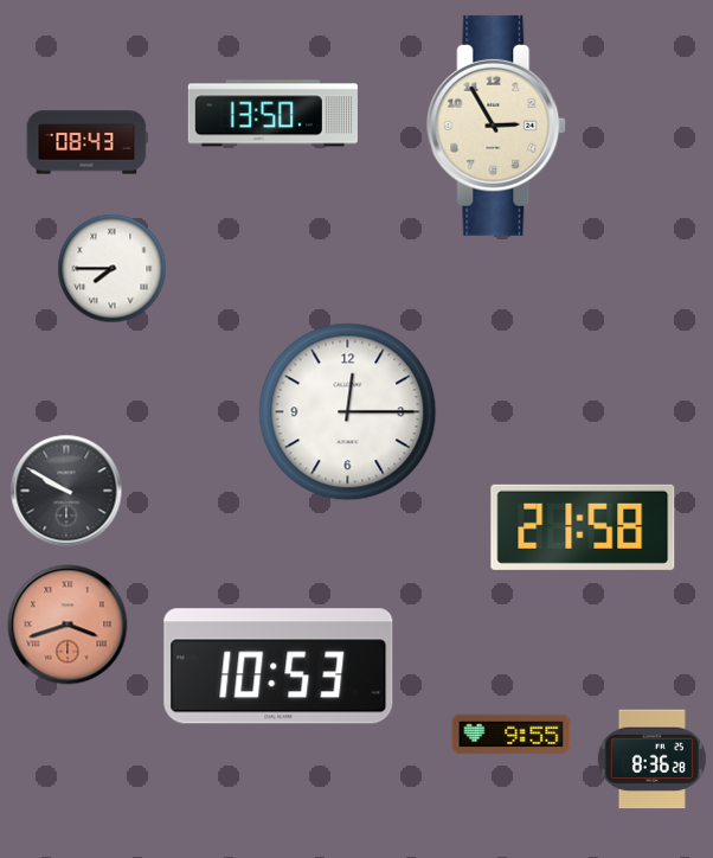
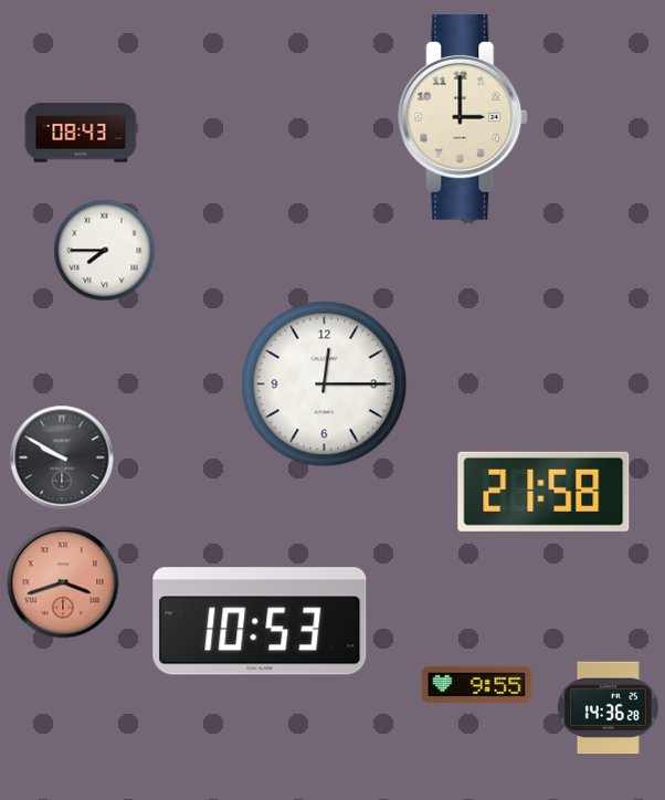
clock at (272, 114): 13:50 -> none
clock at (497, 126): 2:55 -> 3:00
clock at (651, 760): 8:36 -> 14:36
